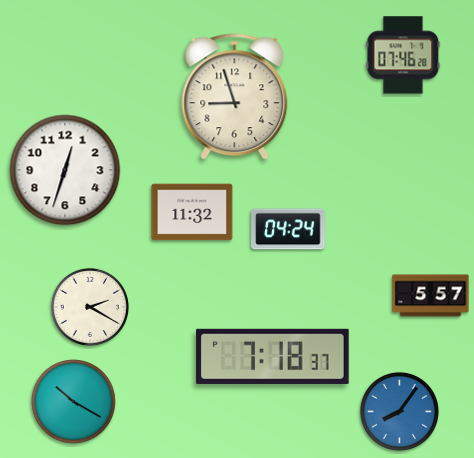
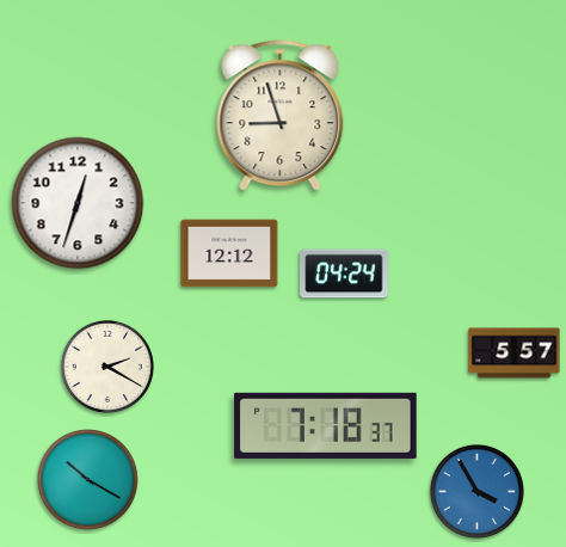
clock at (403, 55): 07:46 -> none
clock at (192, 212): 11:32 -> 12:12
clock at (399, 411): 8:06 -> 3:55
